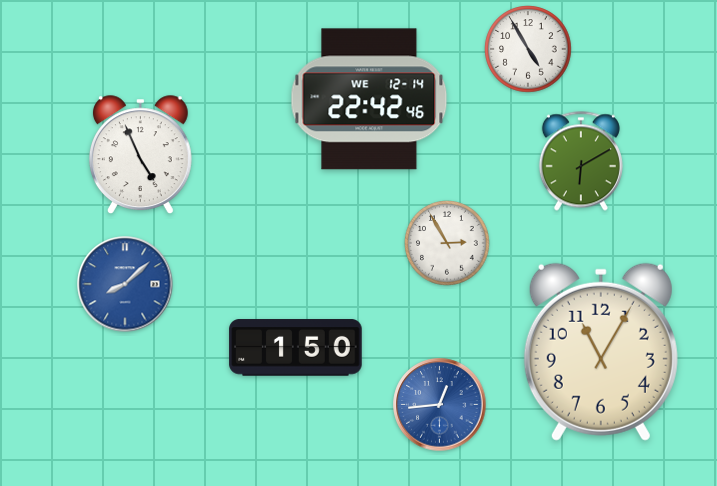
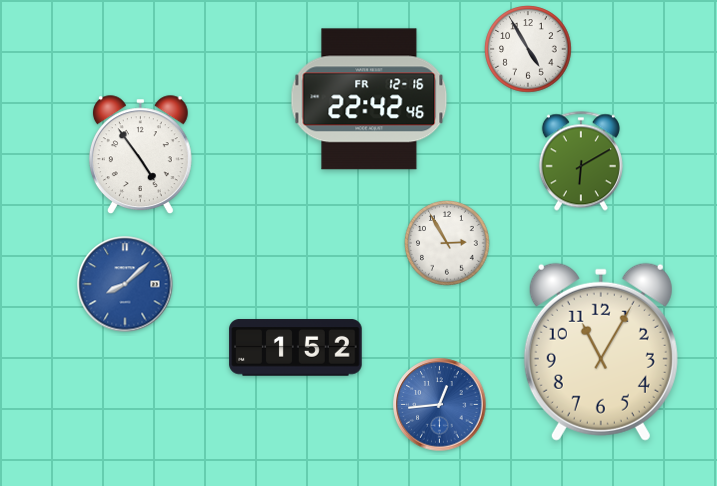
clock at (369, 99) date: WE 12-14 -> FR 12-16
clock at (140, 155): 4:56 -> 4:54
clock at (296, 348): 1:50 -> 1:52
